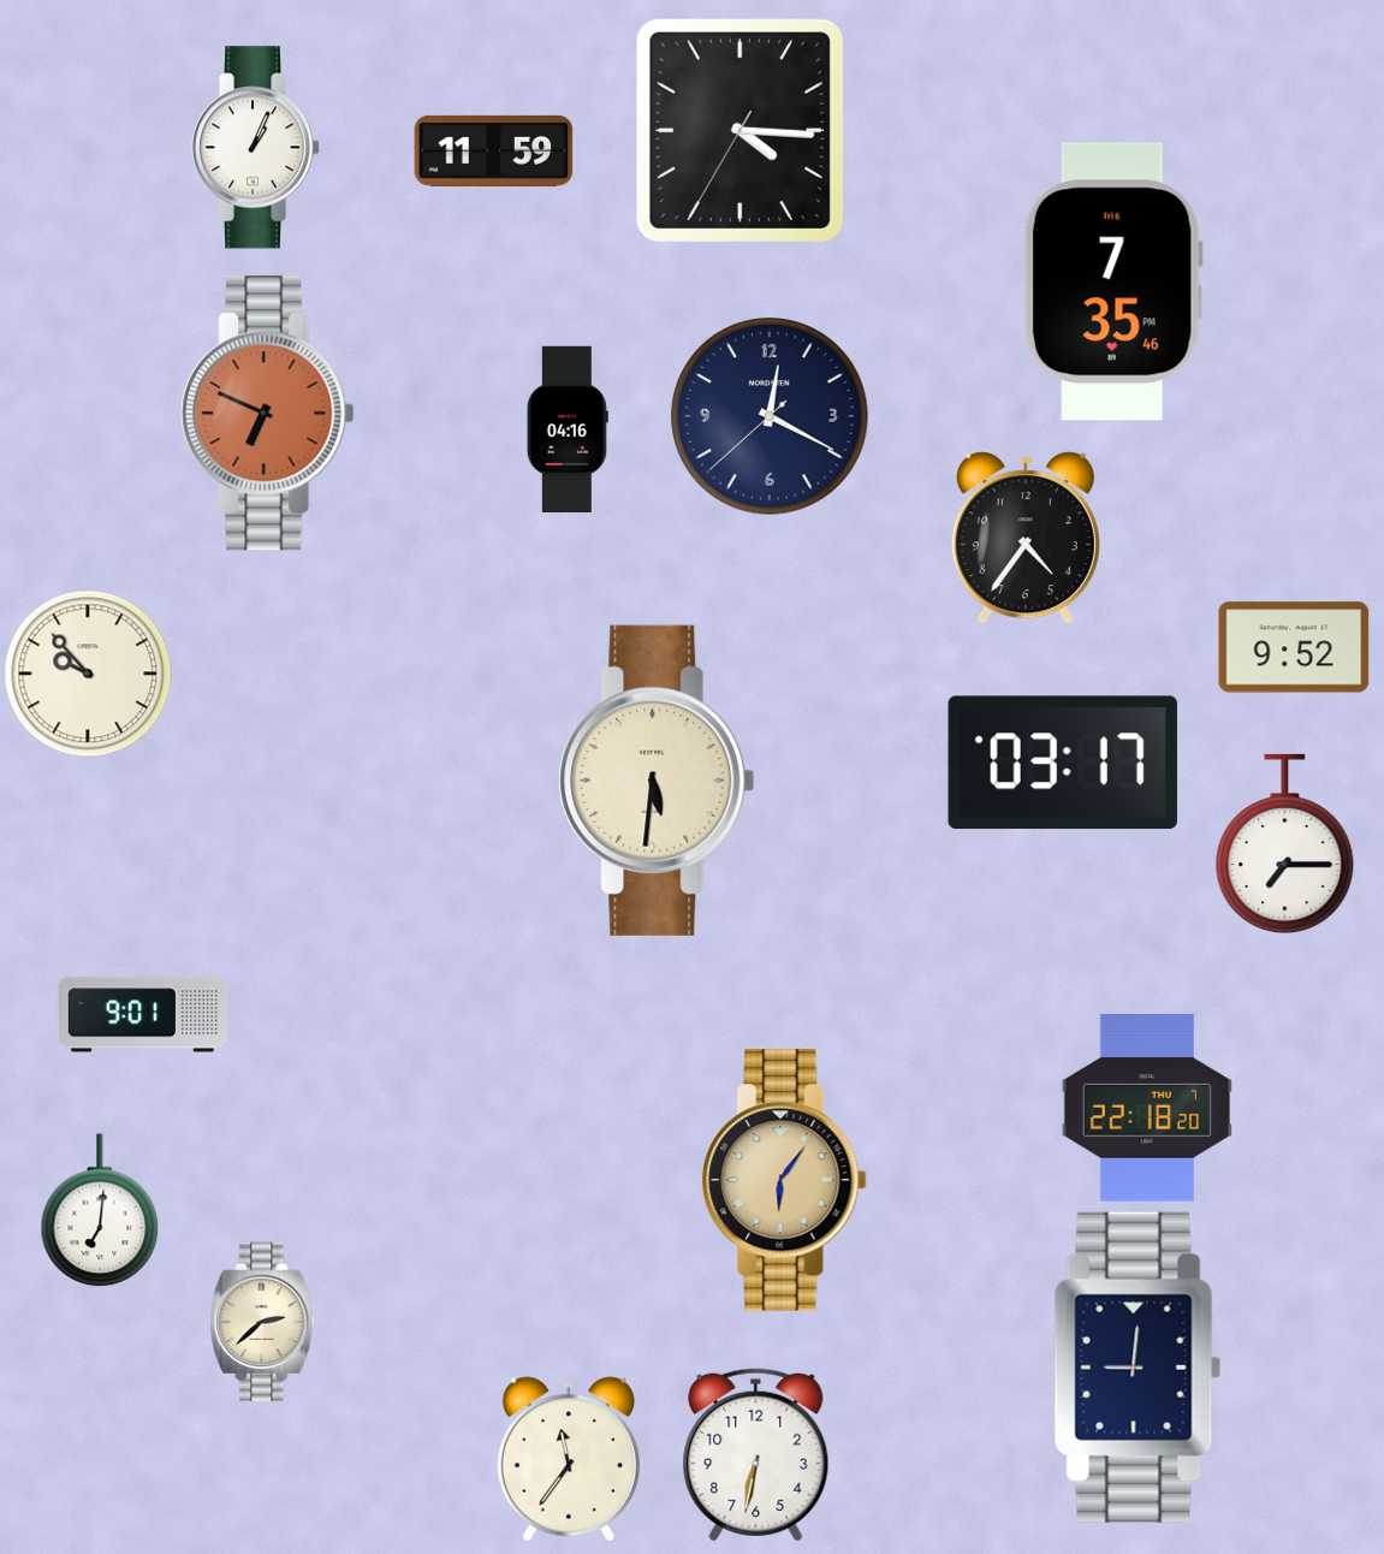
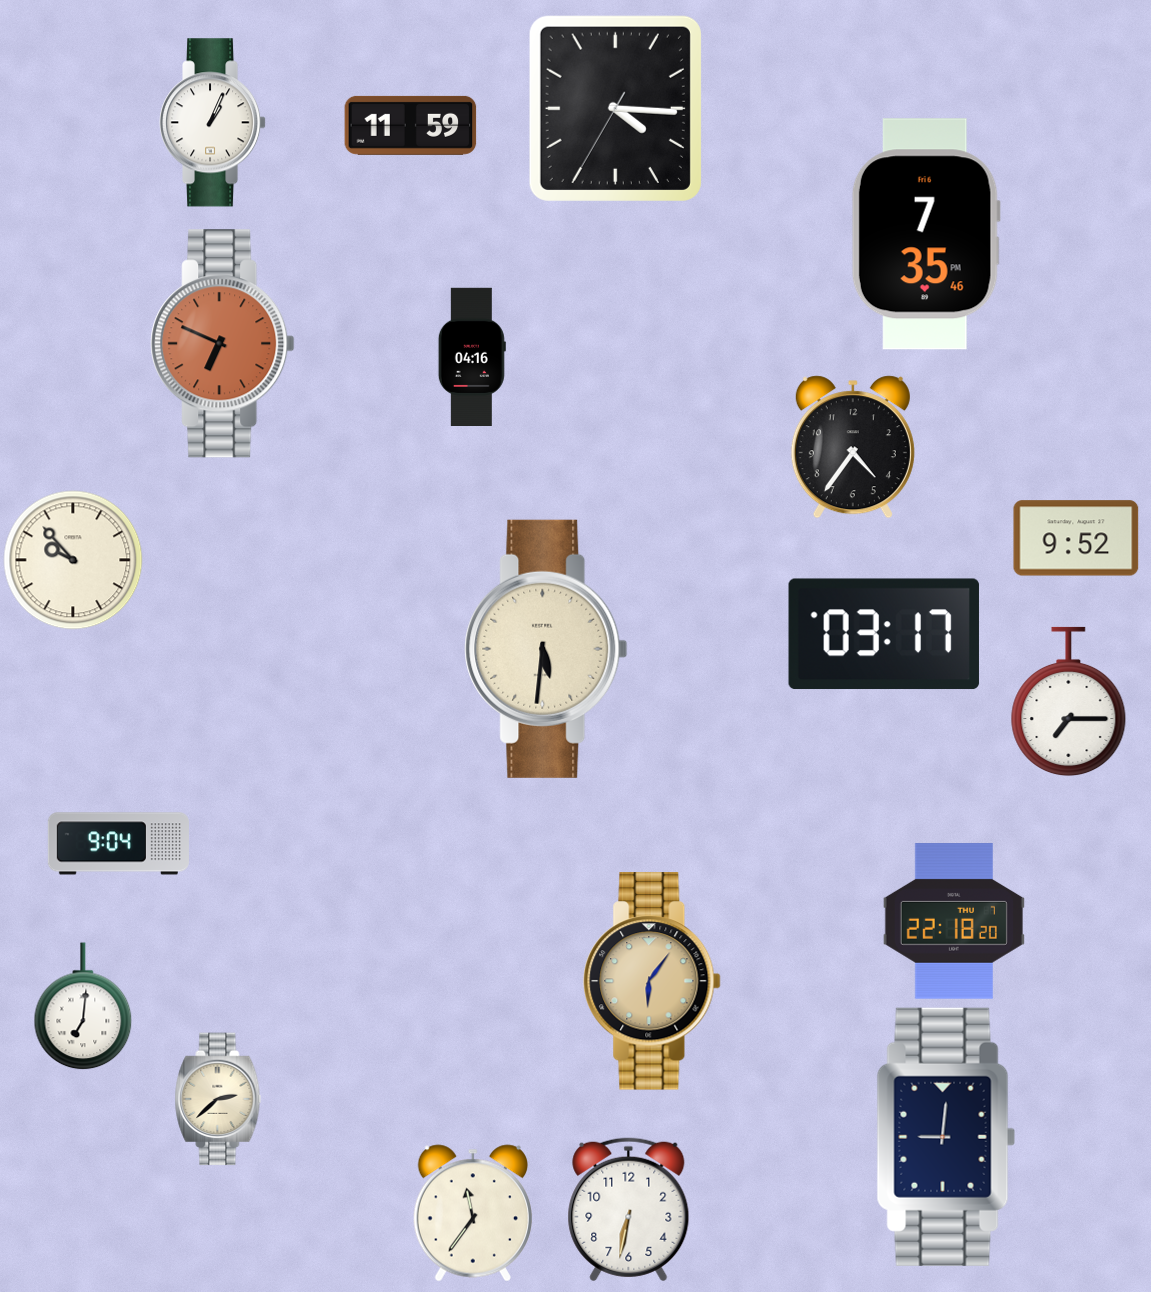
clock at (770, 416): 12:19 -> none
clock at (142, 1015): 9:01 -> 9:04
